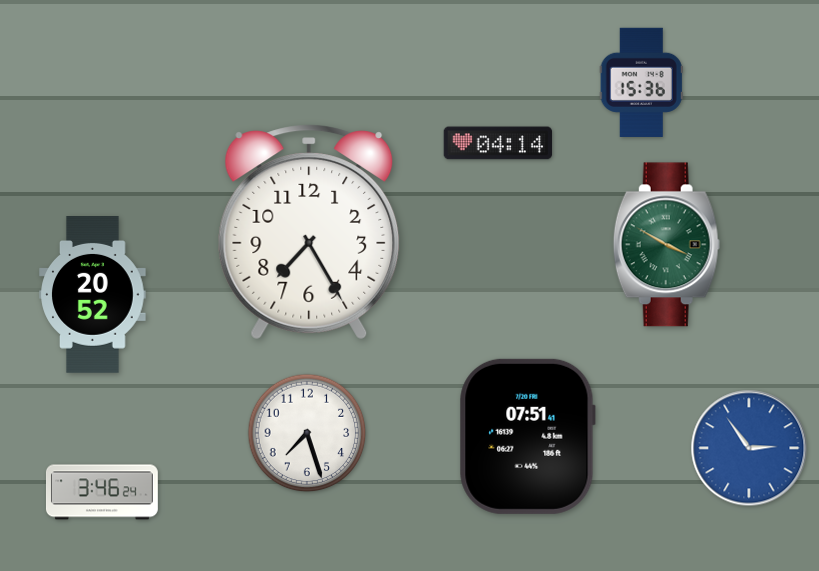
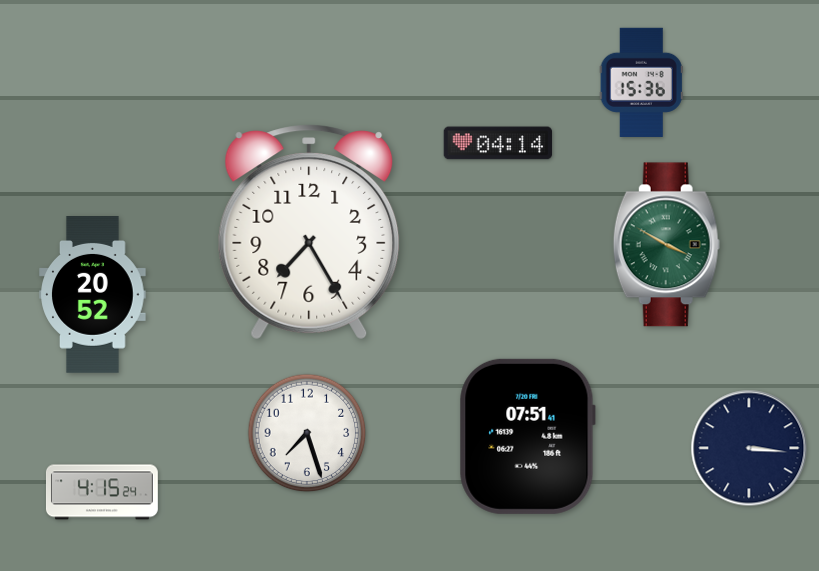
clock at (749, 448): 2:54 -> 3:16
clock at (749, 448) dial: blue -> navy
clock at (102, 492): 3:46 -> 4:15
